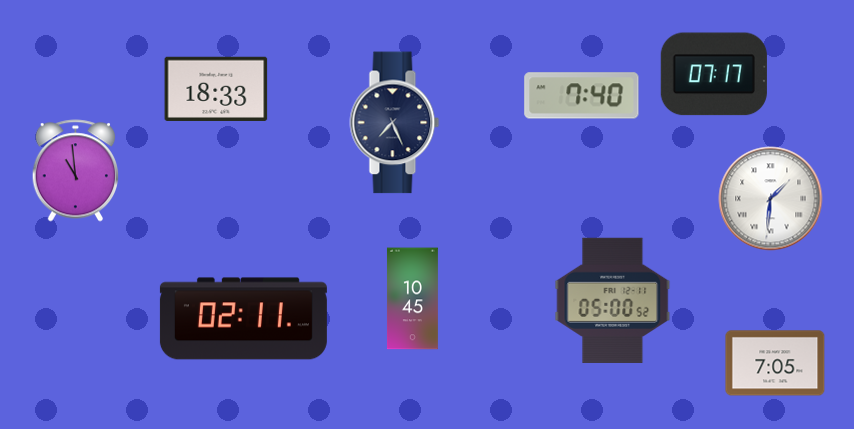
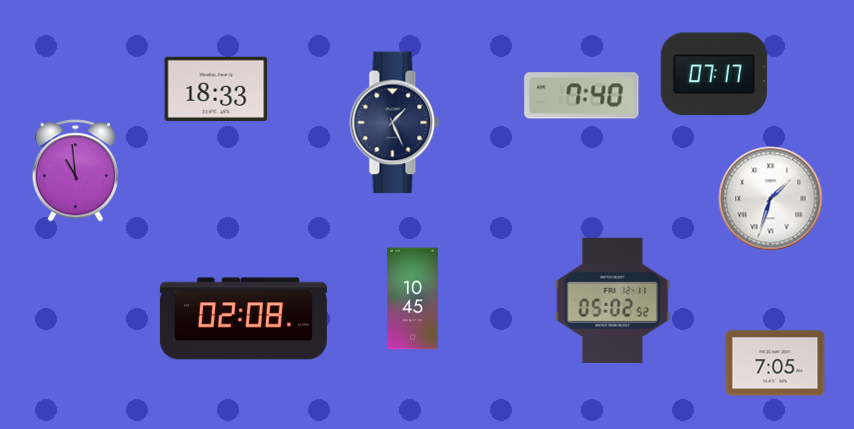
clock at (395, 123): 7:26 -> 1:26
clock at (771, 199): 1:31 -> 1:33
clock at (613, 300): 05:00 -> 05:02
clock at (243, 319): 02:11 -> 02:08
